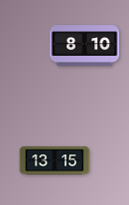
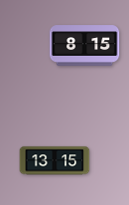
clock at (85, 46): 8:10 -> 8:15
